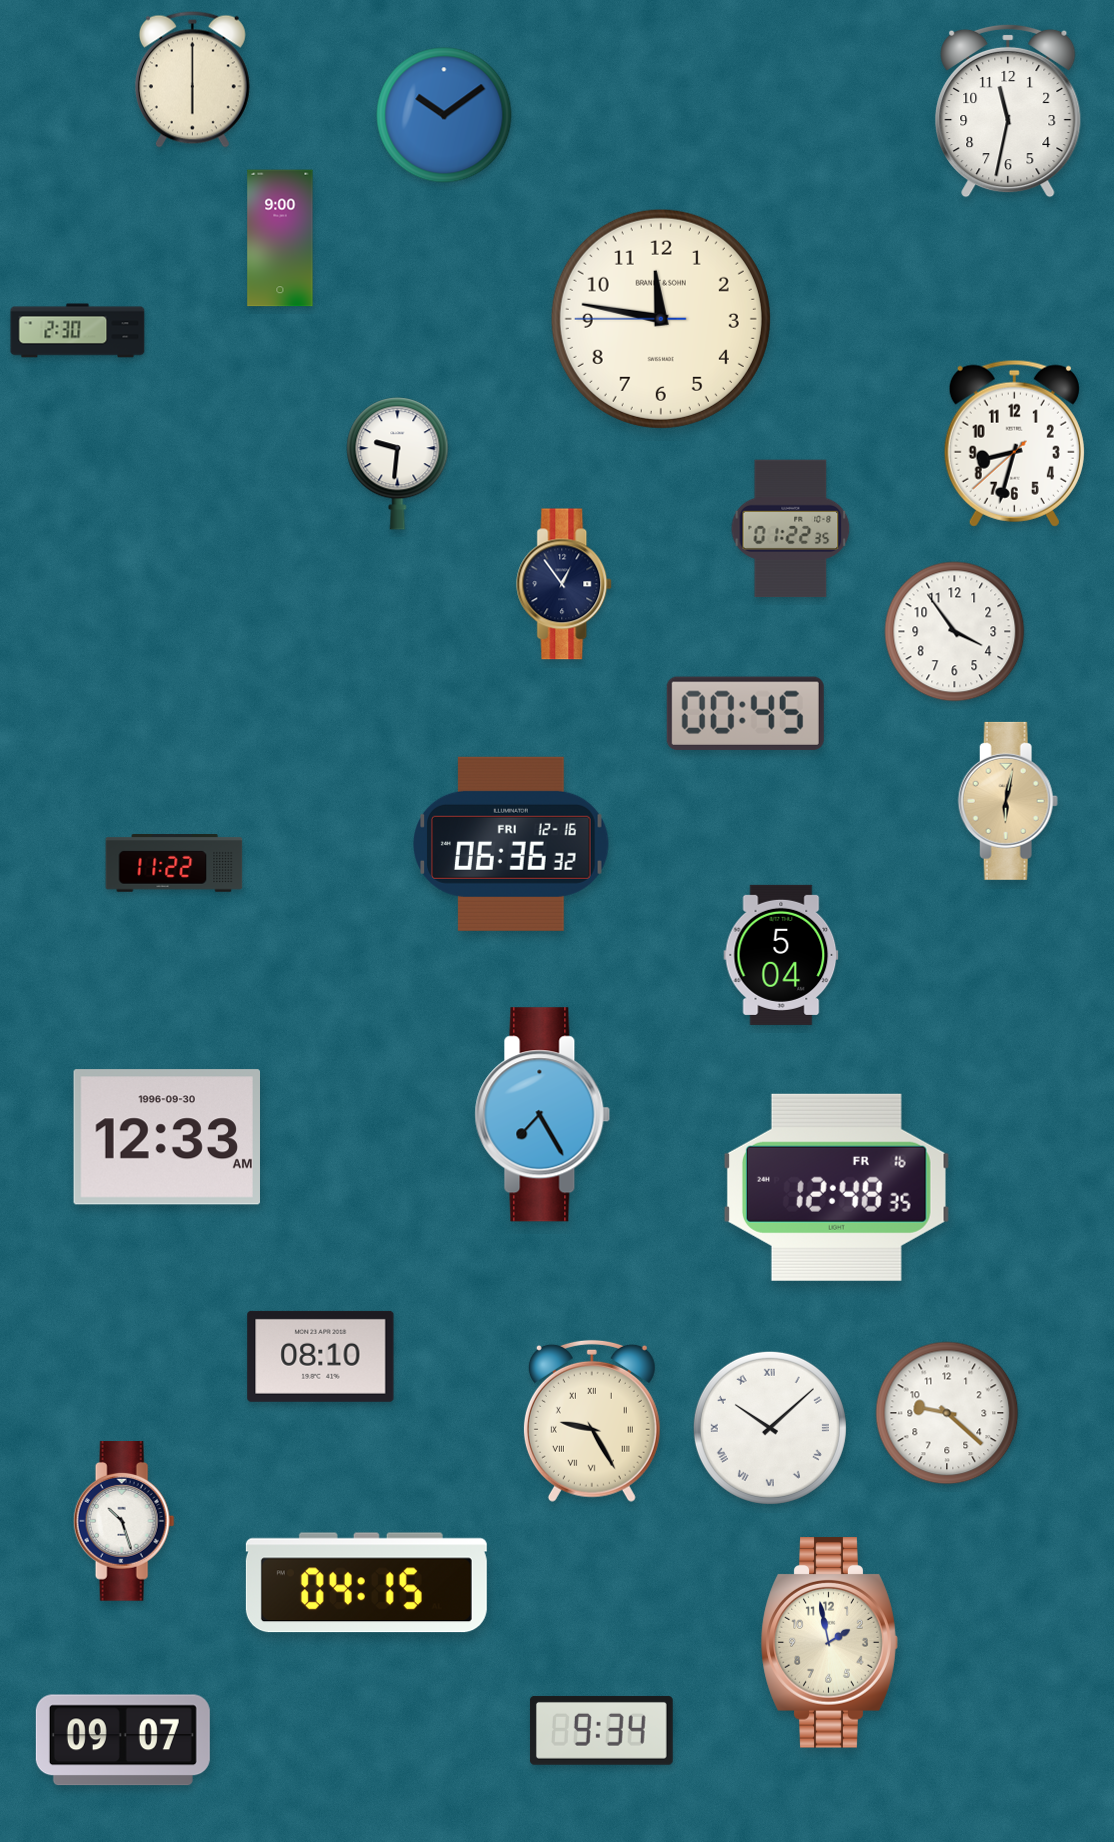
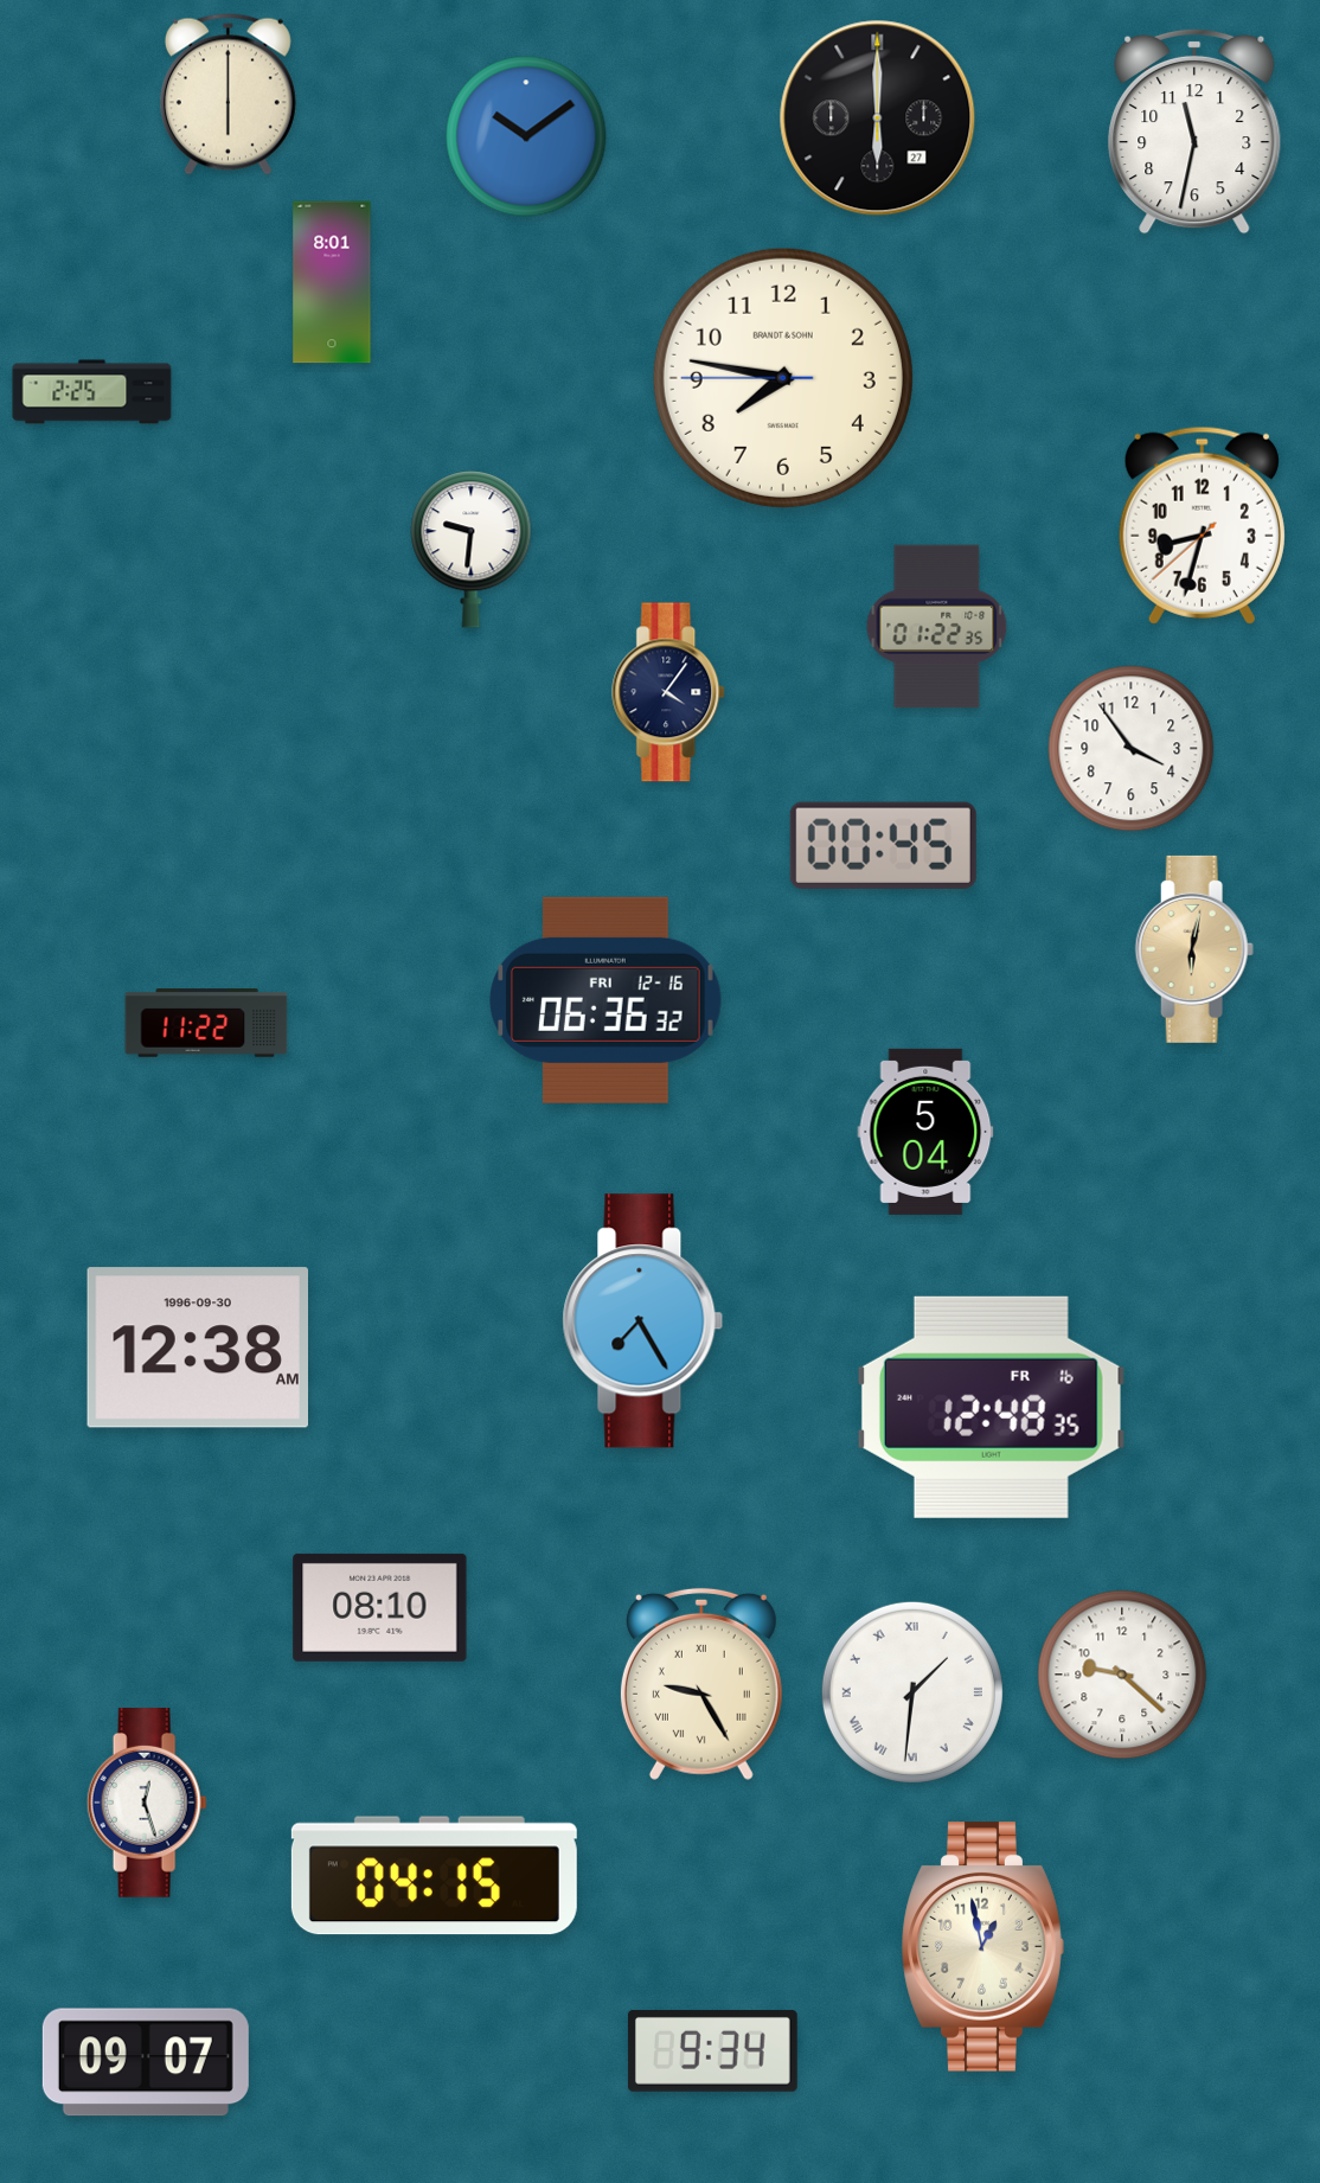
clock at (878, 119): none -> 6:00
clock at (280, 238): 9:00 -> 8:01
clock at (661, 319): 11:46 -> 7:46
clock at (78, 331): 2:30 -> 2:25
clock at (565, 584): 12:54 -> 4:06
clock at (166, 1137): 12:33 -> 12:38
clock at (770, 1428): 10:08 -> 1:31
clock at (124, 1522): 10:27 -> 12:27
clock at (829, 1643): 1:58 -> 12:58
